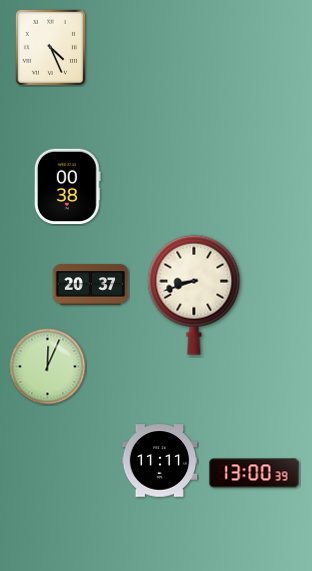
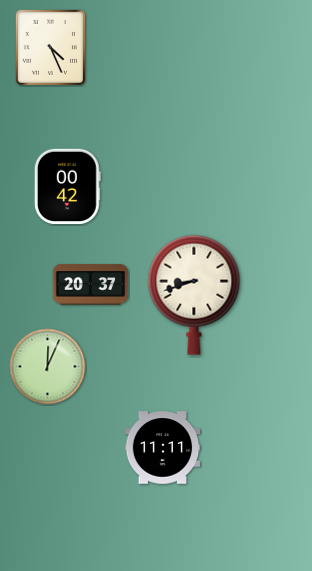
clock at (67, 187): 00:38 -> 00:42
clock at (160, 461) position: (160, 461) -> (163, 448)
clock at (254, 473): 13:00 -> none
